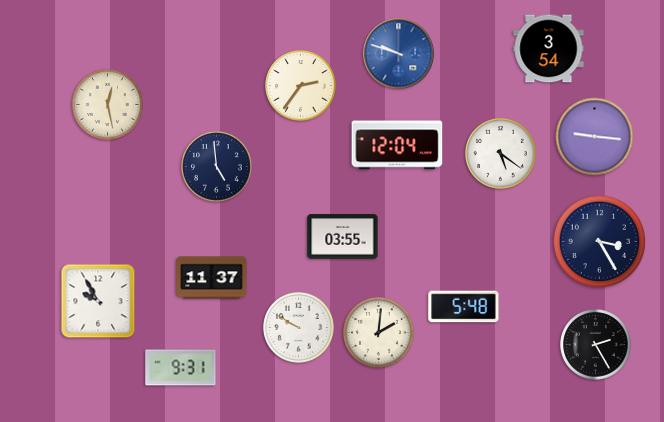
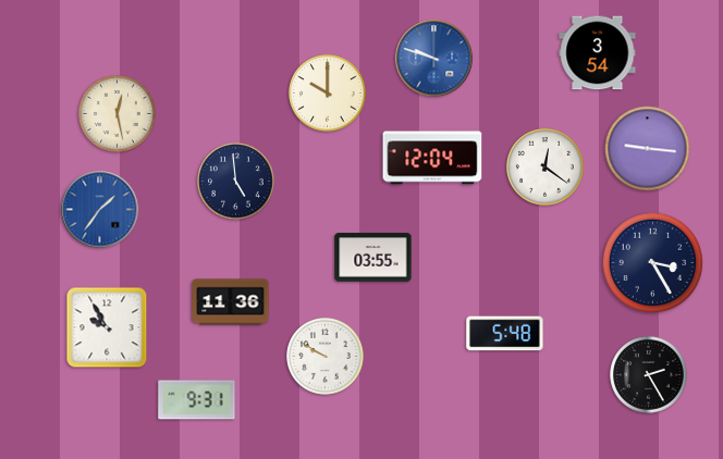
clock at (301, 86): 2:36 -> 10:00
clock at (501, 154): 5:21 -> 12:21
clock at (100, 210): none -> 1:36
clock at (212, 278): 11:37 -> 11:36
clock at (379, 333): 2:01 -> none
